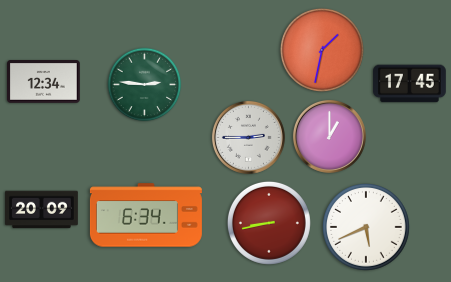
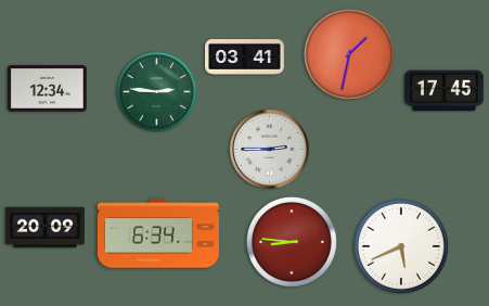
clock at (245, 58): none -> 03:41
clock at (329, 136): 1:00 -> none
clock at (269, 223): 8:43 -> 8:46
clock at (367, 228) position: (367, 228) -> (402, 247)
